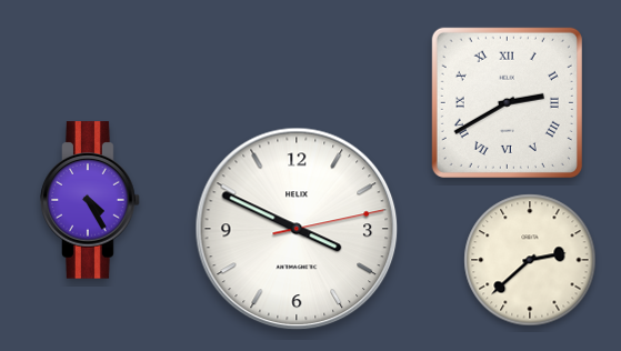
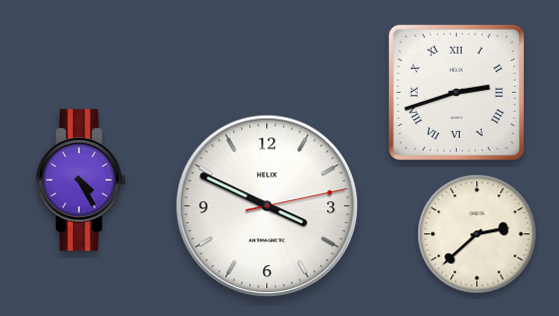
clock at (507, 102): 2:40 -> 2:42
